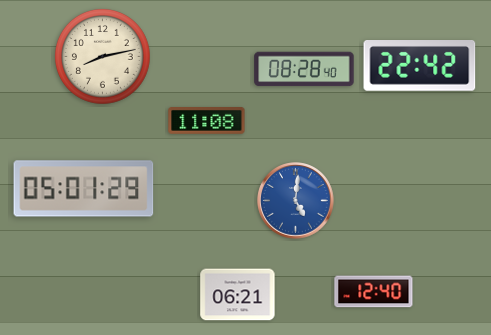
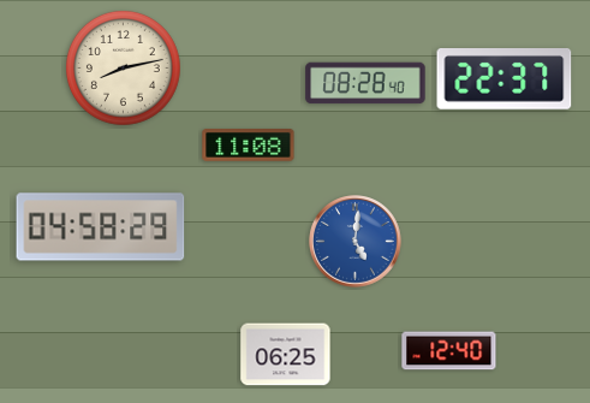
clock at (420, 66): 22:42 -> 22:37
clock at (84, 189): 05:01 -> 04:58
clock at (238, 295): 06:21 -> 06:25
